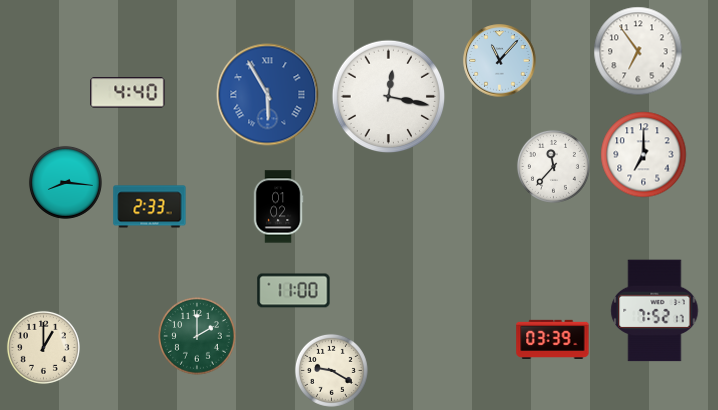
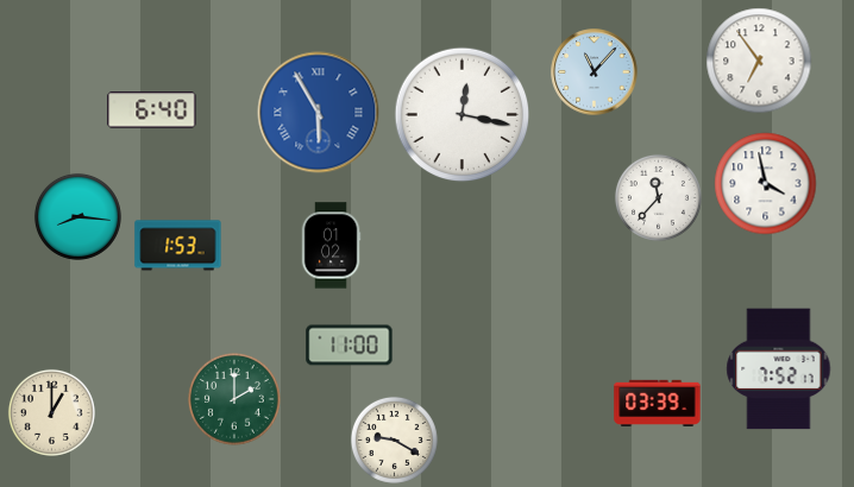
clock at (128, 93): 4:40 -> 6:40
clock at (644, 155): 7:00 -> 3:58
clock at (150, 207): 2:33 -> 1:53
